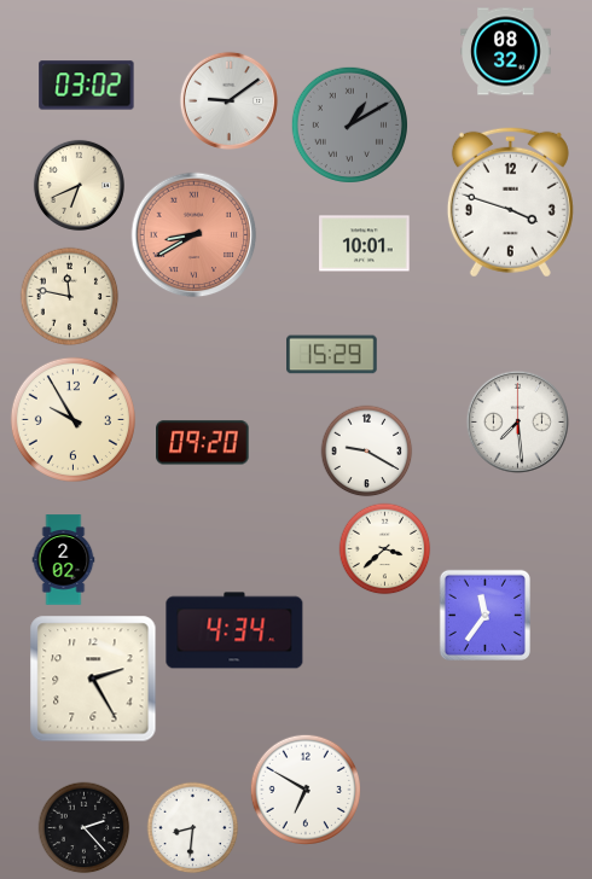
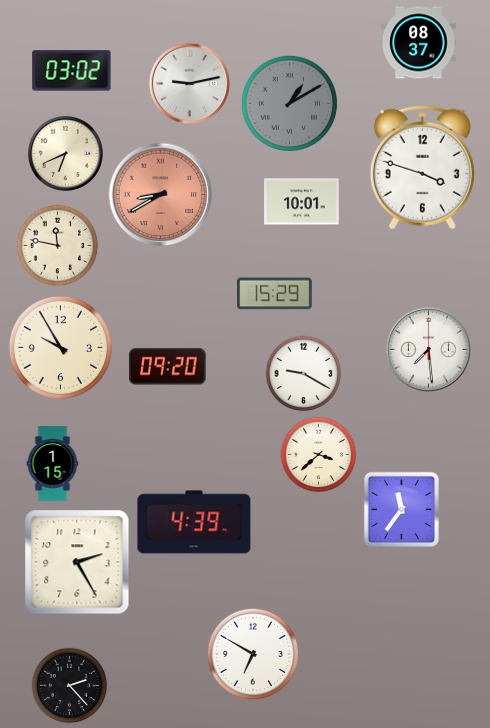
clock at (506, 52): 08:32 -> 08:37
clock at (228, 100): 9:09 -> 9:13
clock at (64, 560): 2:02 -> 1:15
clock at (234, 630): 4:34 -> 4:39
clock at (193, 828): 8:31 -> none
